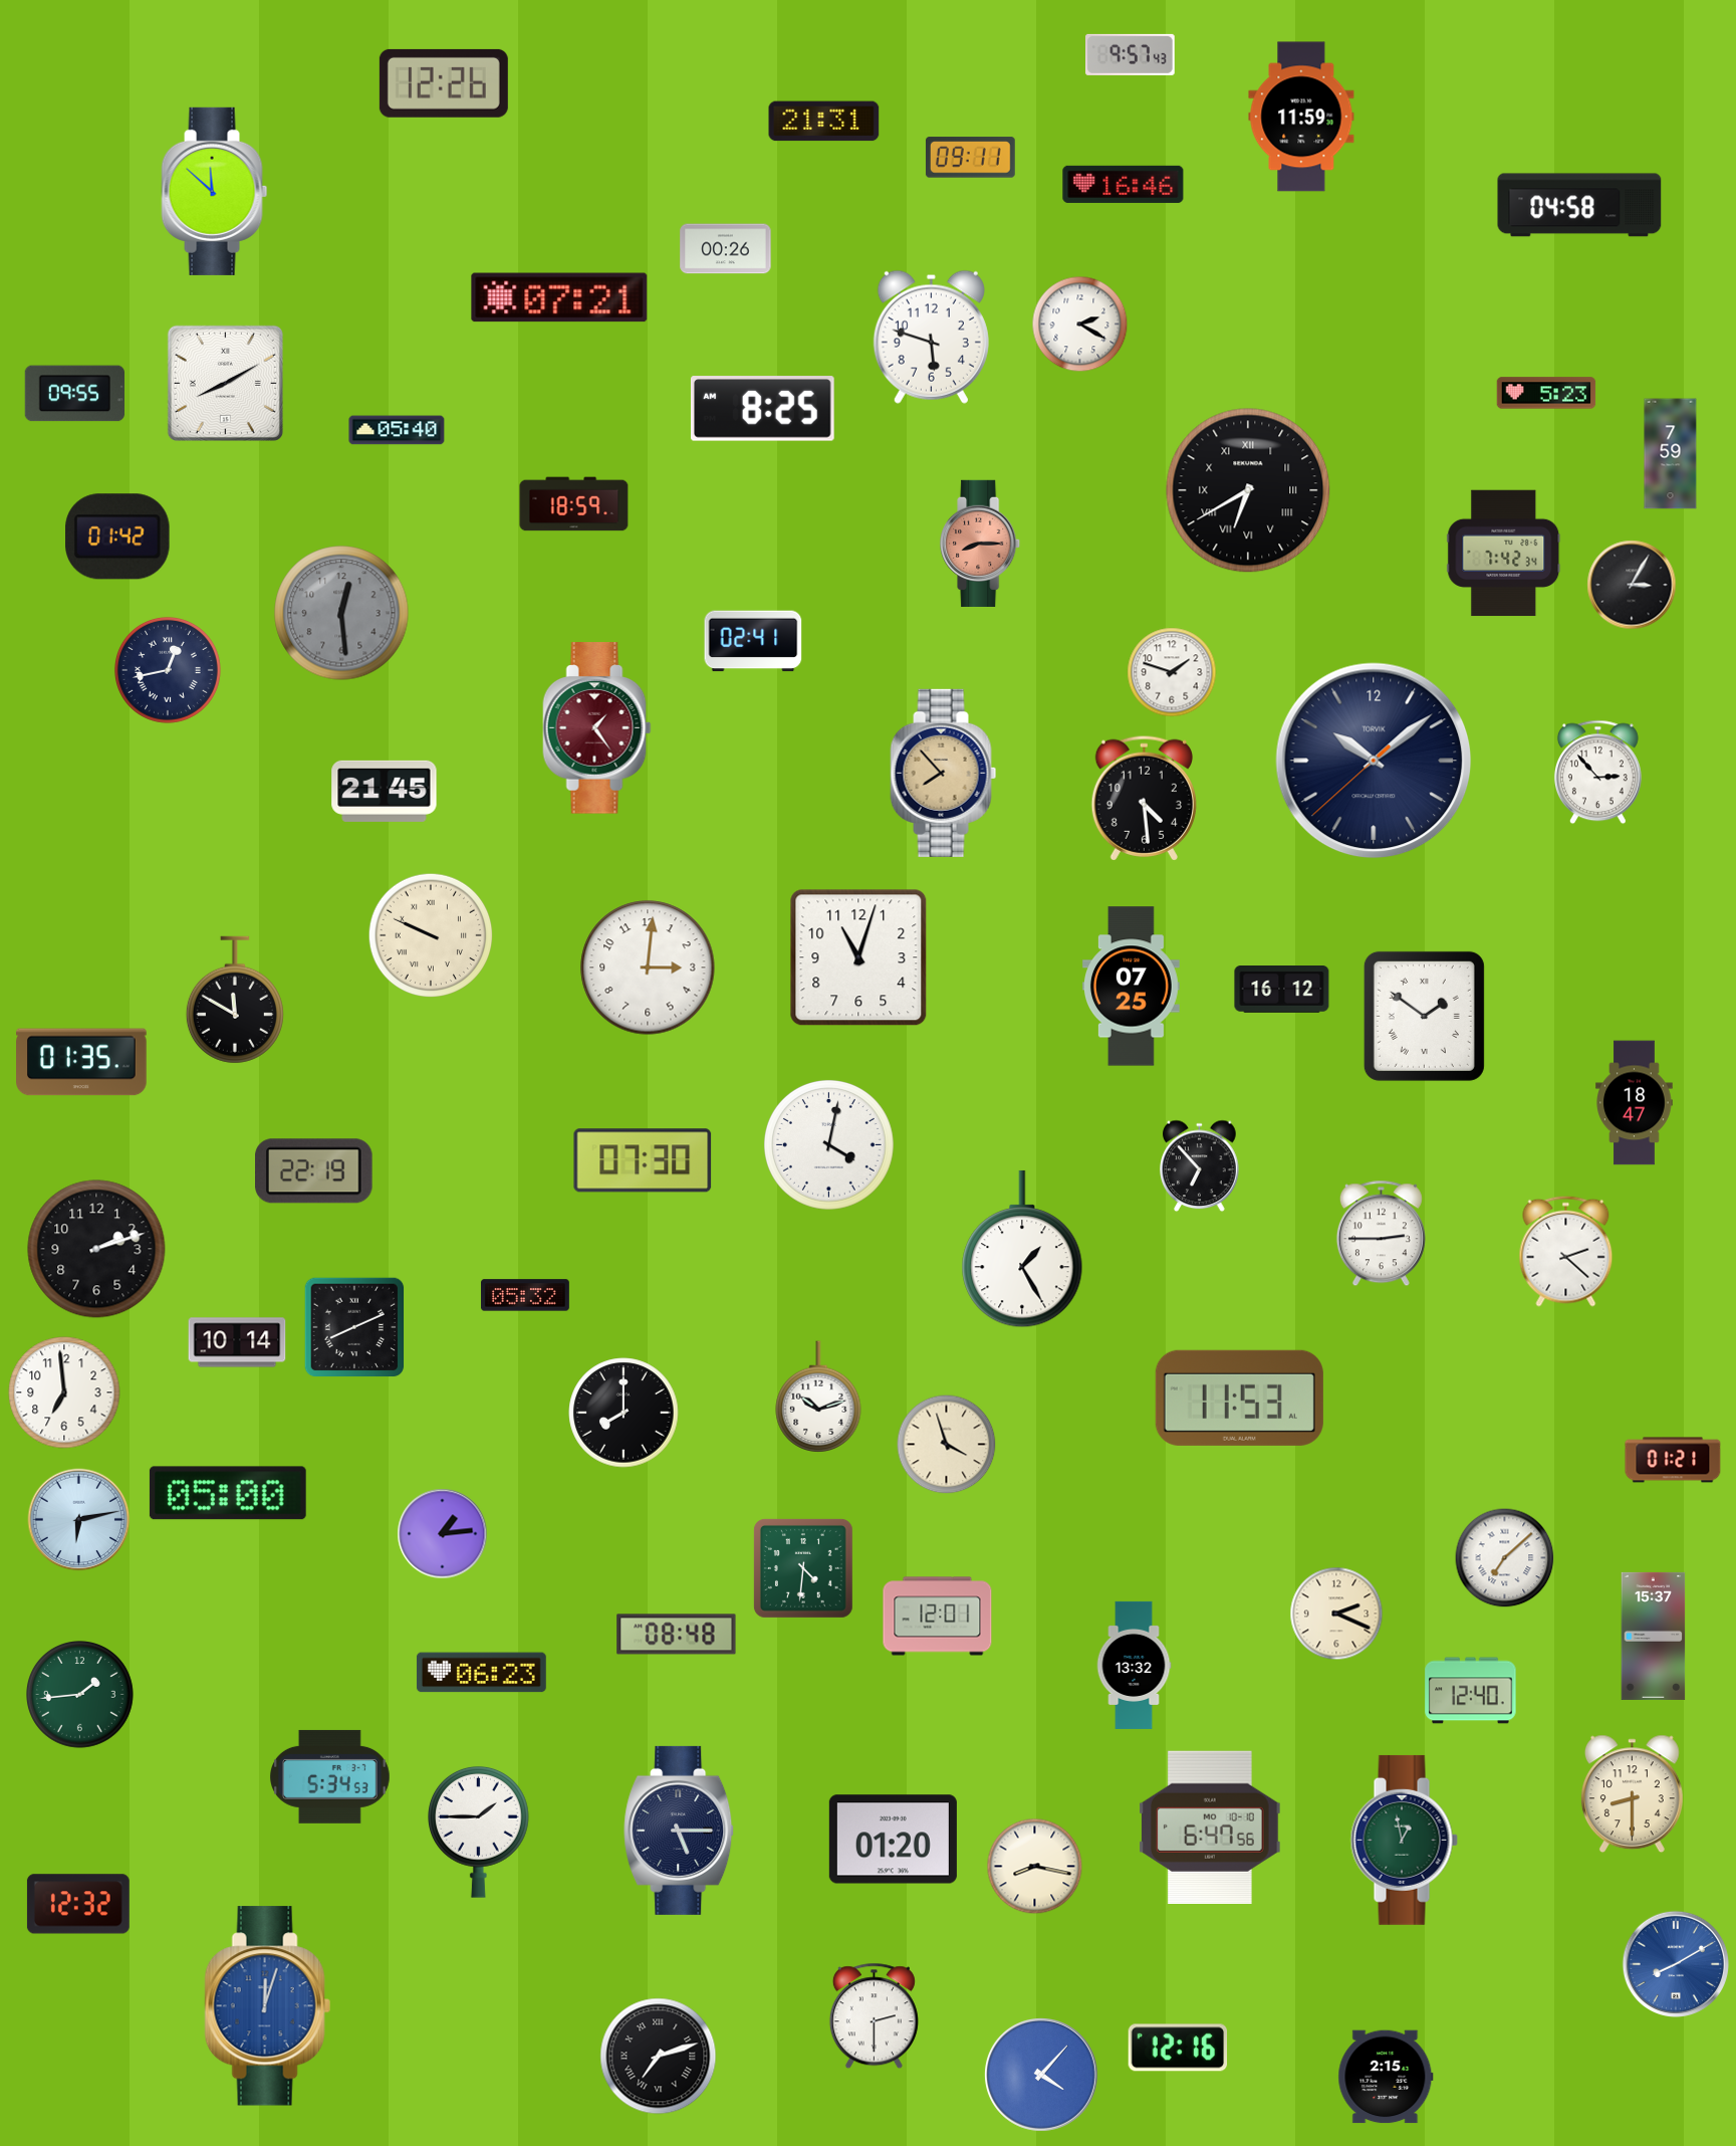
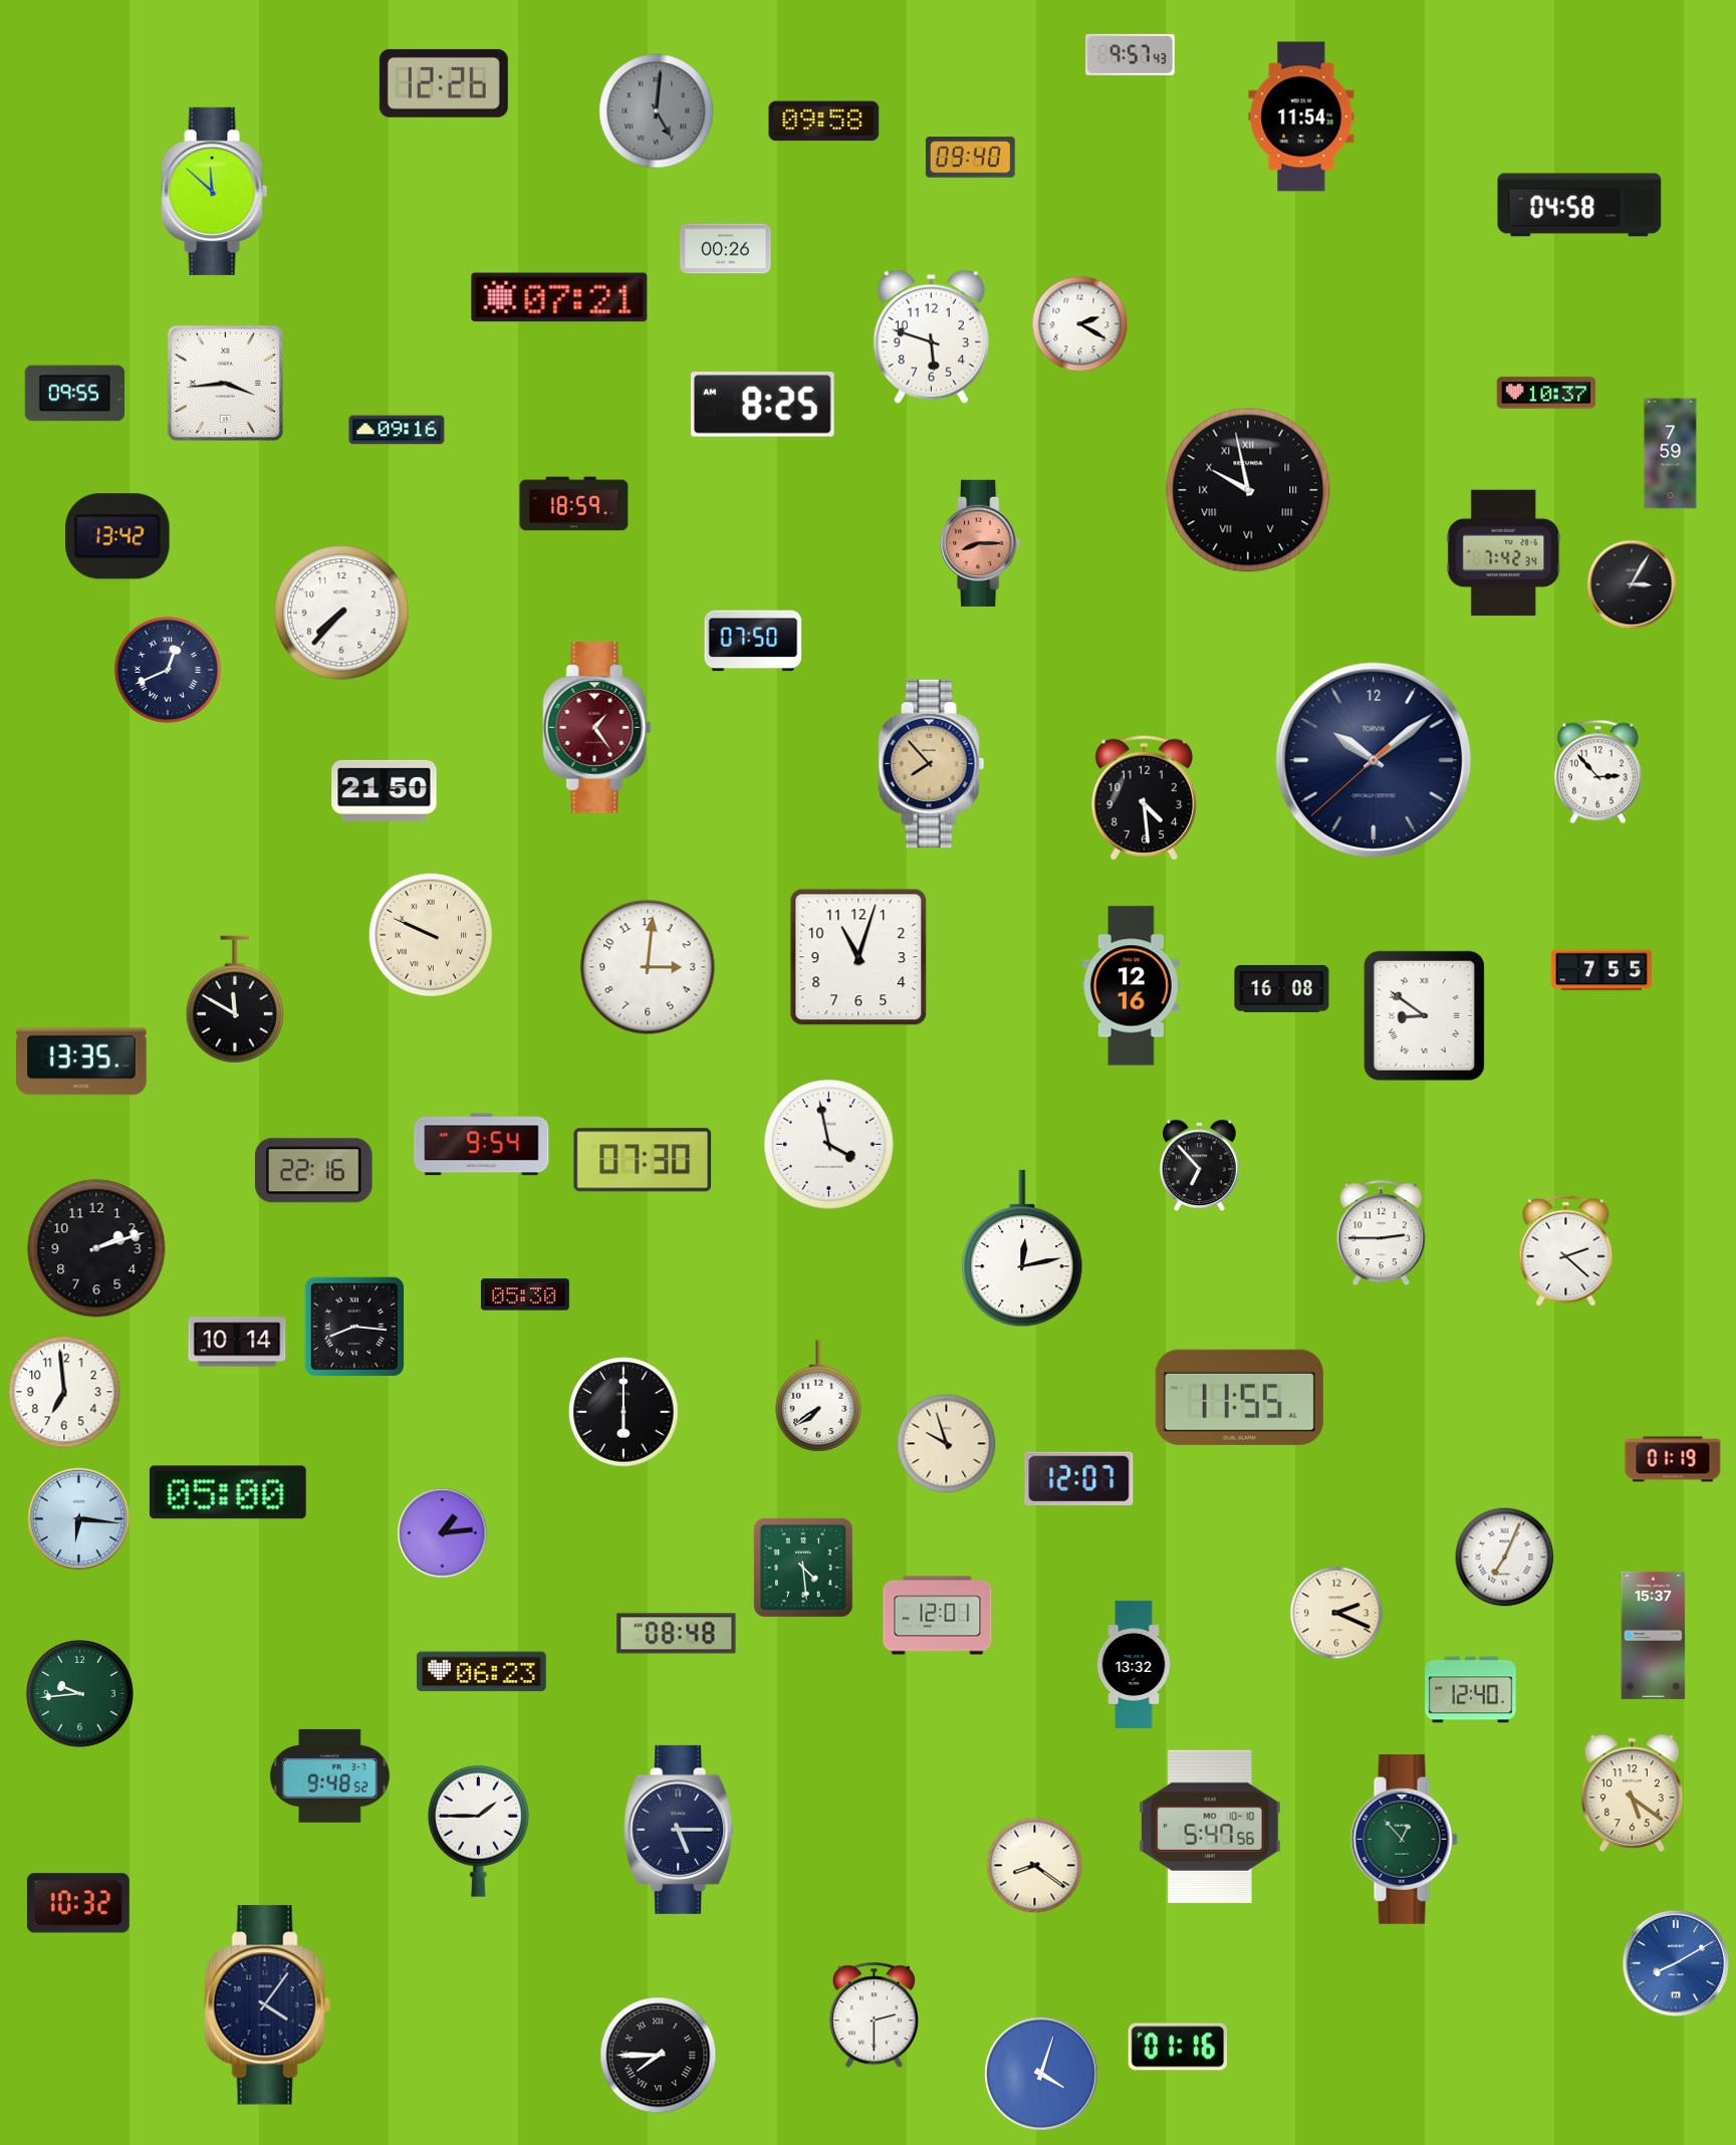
clock at (657, 111): none -> 5:01
clock at (1301, 117): 11:59 -> 11:54
clock at (824, 122): 21:31 -> 09:58
clock at (970, 158): 09:11 -> 09:40
clock at (1124, 184): 16:46 -> none
clock at (225, 383): 8:10 -> 3:44
clock at (1546, 393): 5:23 -> 10:37
clock at (762, 409) position: (762, 409) -> (762, 405)
clock at (397, 430): 05:40 -> 09:16
clock at (1248, 490): 6:40 -> 9:58
clock at (118, 536): 01:42 -> 13:42
clock at (341, 613): 12:29 -> 7:37
clock at (341, 613) dial: grey -> white
clock at (753, 641): 02:41 -> 07:50
clock at (168, 670): 12:43 -> 12:41
clock at (1172, 672): 1:48 -> none
clock at (944, 773) position: (944, 773) -> (932, 763)
clock at (385, 791): 21:45 -> 21:50
clock at (1601, 970): none -> 7:55
clock at (1131, 987): 07:25 -> 12:16
clock at (1282, 990): 16:12 -> 16:08
clock at (1424, 1016): 1:51 -> 8:51
clock at (81, 1062): 01:35 -> 13:35
clock at (1635, 1103): 18:47 -> none
clock at (828, 1144): 4:02 -> 3:58
clock at (482, 1145): none -> 9:54
clock at (314, 1171): 22:19 -> 22:16
clock at (1022, 1249): 1:25 -> 12:13
clock at (525, 1295): 05:32 -> 05:30
clock at (354, 1327): 8:11 -> 8:16
clock at (818, 1397): 10:12 -> 7:39
clock at (1239, 1398): 11:53 -> 11:55
clock at (624, 1413): 8:00 -> 6:00
clock at (947, 1445): 3:57 -> 9:57
clock at (1673, 1460): 01:21 -> 01:19
clock at (1079, 1479): none -> 12:07
clock at (79, 1520): 6:13 -> 6:16
clock at (1505, 1558): 7:08 -> 7:04
clock at (803, 1568): 4:31 -> 4:29
clock at (80, 1695): 1:44 -> 9:44
clock at (330, 1776): 5:34 -> 9:48
clock at (1632, 1794): 8:30 -> 5:21
clock at (1210, 1828): 6:47 -> 5:47
clock at (893, 1840): 01:20 -> none
clock at (1404, 1840): 12:58 -> 12:53
clock at (1035, 1867): 8:17 -> 8:21
clock at (78, 1904): 12:32 -> 10:32
clock at (267, 2006): 12:03 -> 4:06
clock at (267, 2006) dial: blue -> navy
clock at (1178, 2048): 12:16 -> 01:16
clock at (659, 2057): 7:12 -> 7:45
clock at (1042, 2076): 4:07 -> 4:03
clock at (1386, 2077): 2:15 -> none
